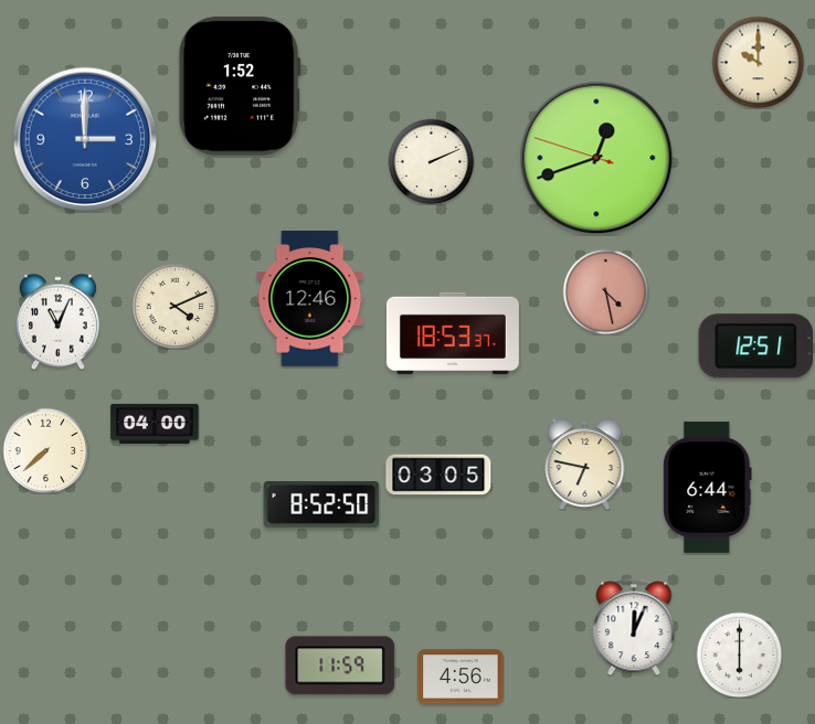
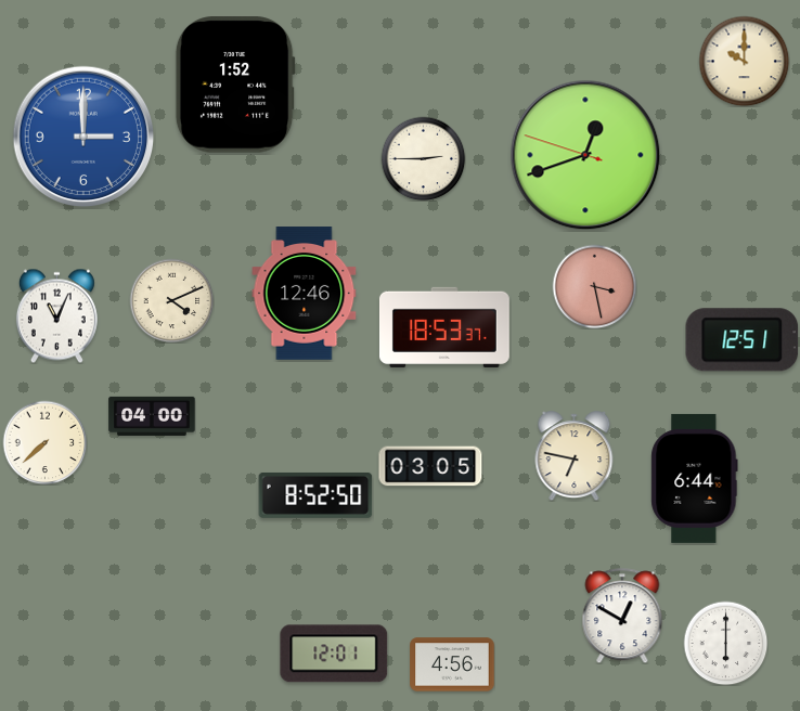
clock at (431, 161): 2:11 -> 2:45
clock at (605, 291): 4:28 -> 3:28
clock at (634, 627): 12:04 -> 12:50
clock at (340, 666): 11:59 -> 12:01
